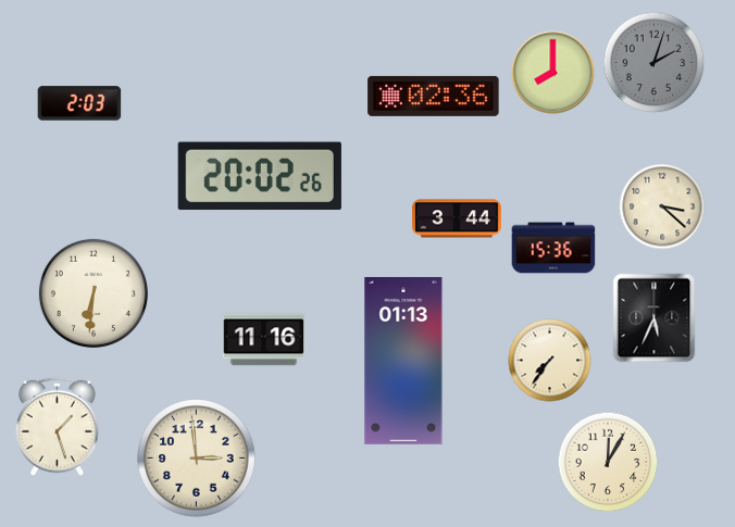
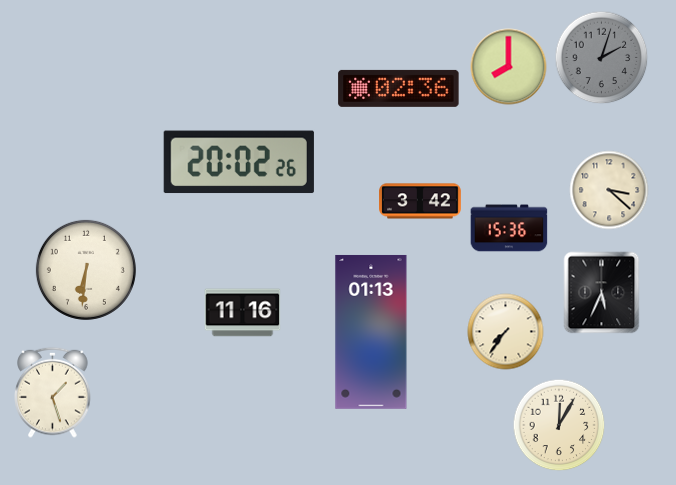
clock at (79, 103): 2:03 -> none
clock at (458, 218): 3:44 -> 3:42
clock at (197, 459): 2:59 -> none
